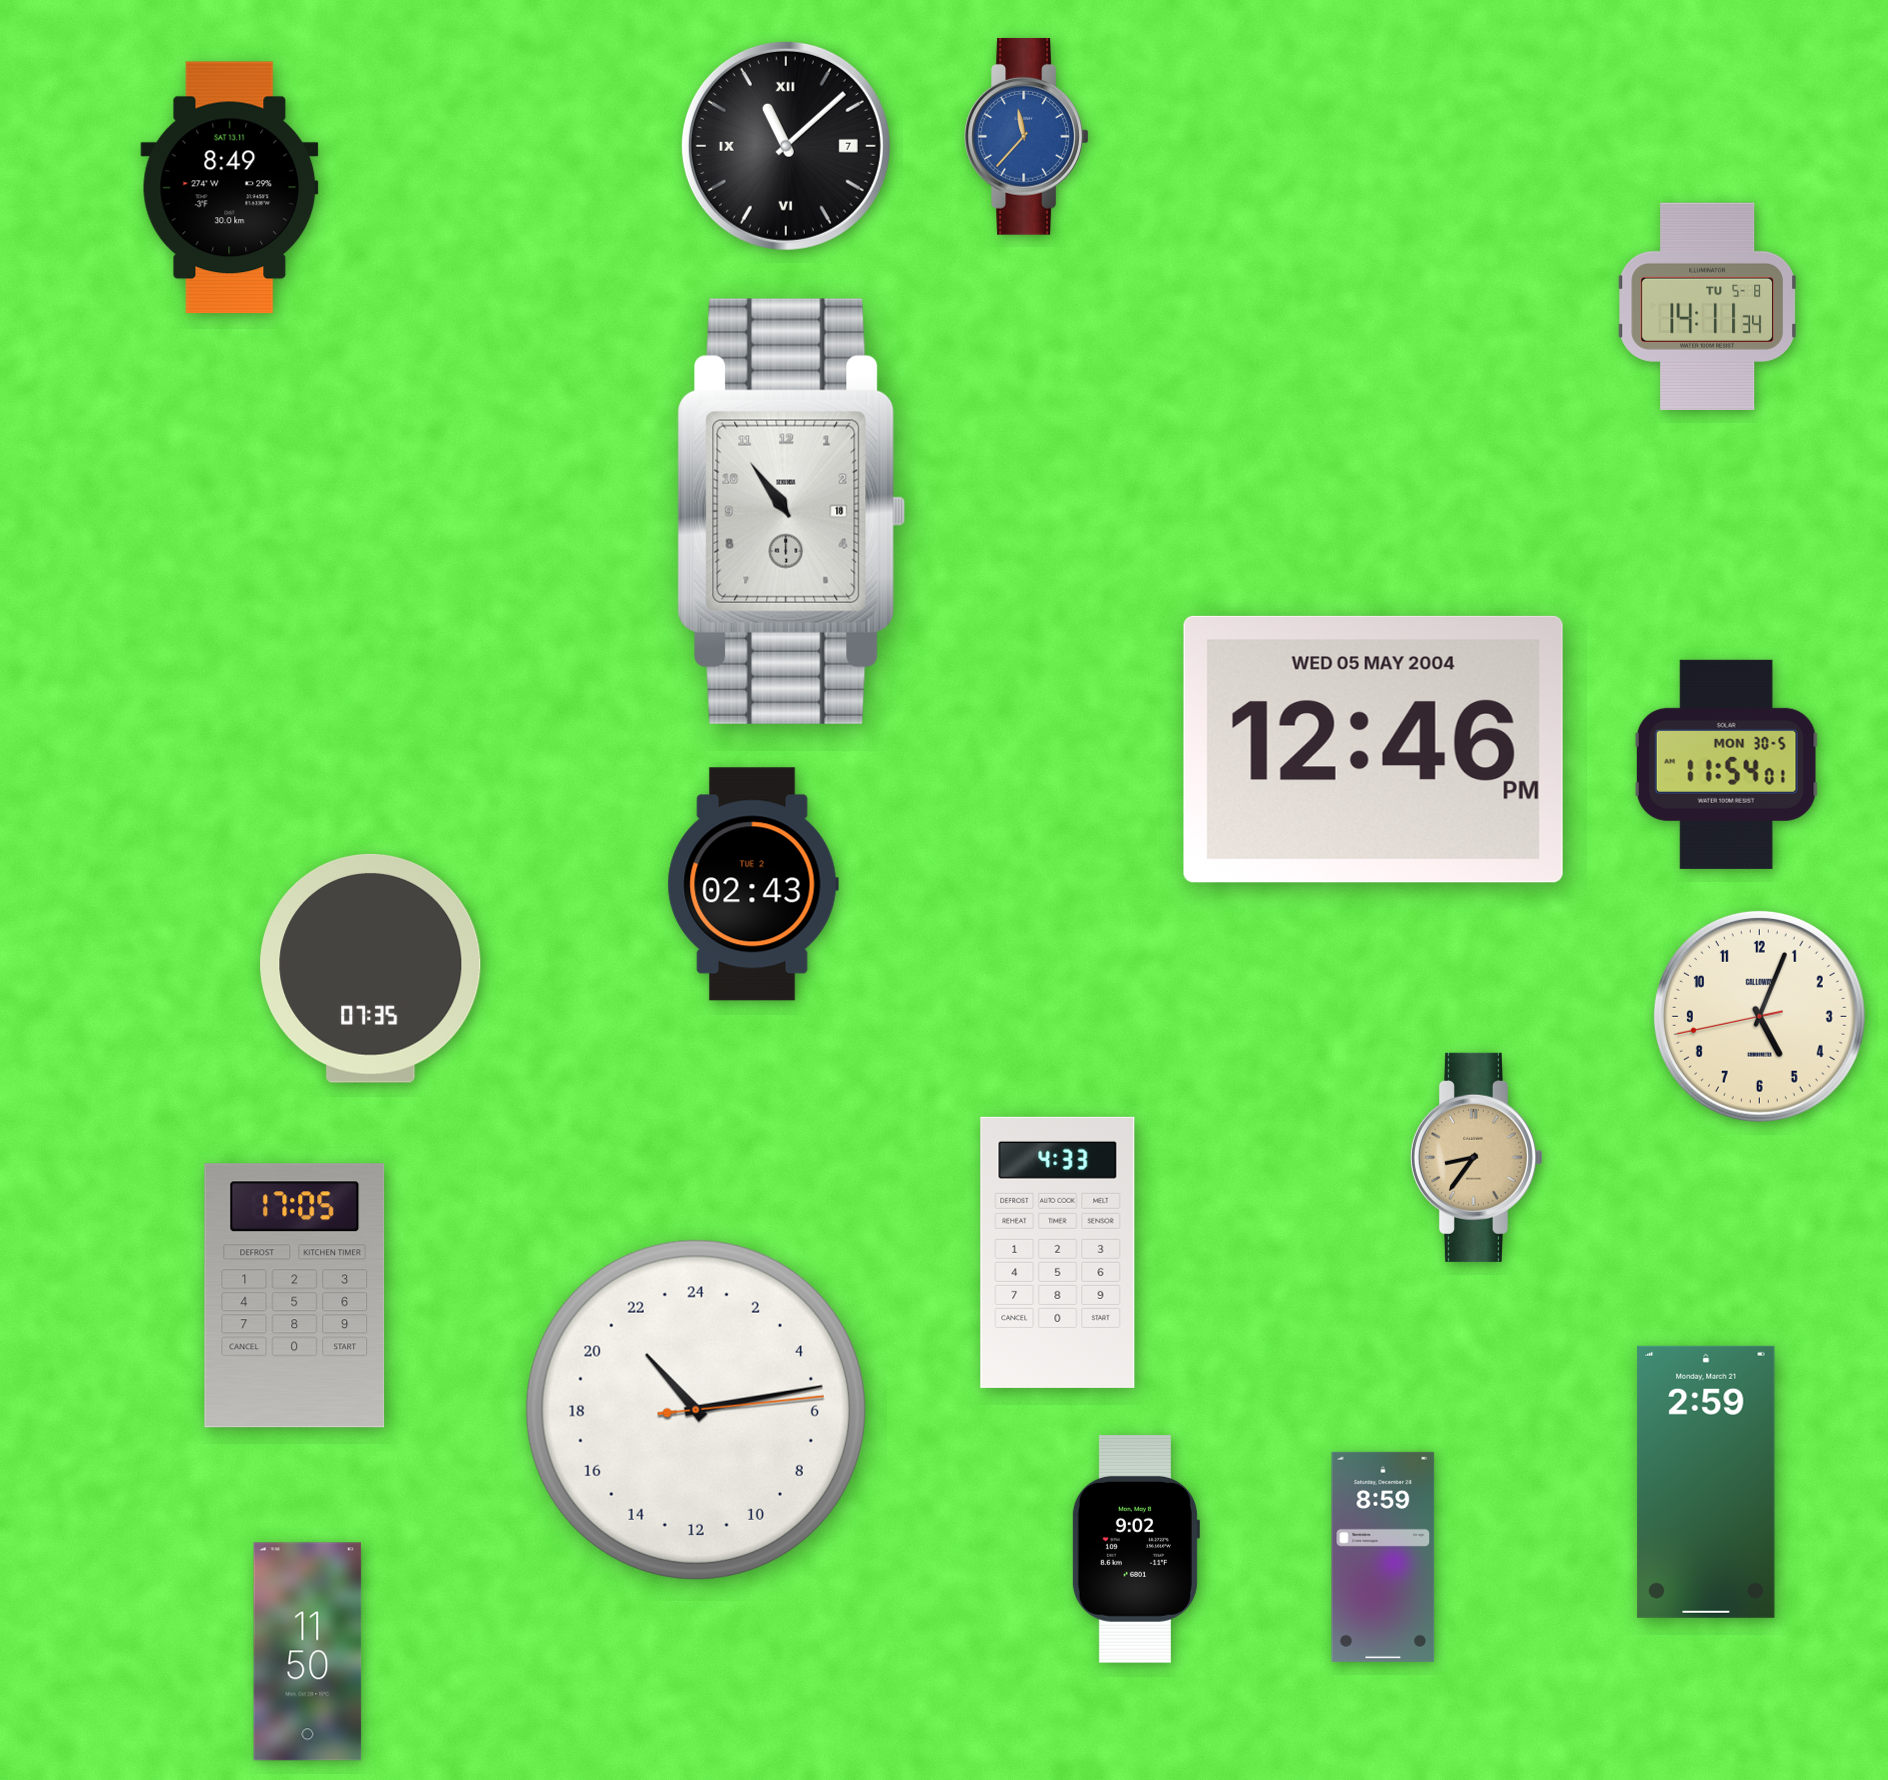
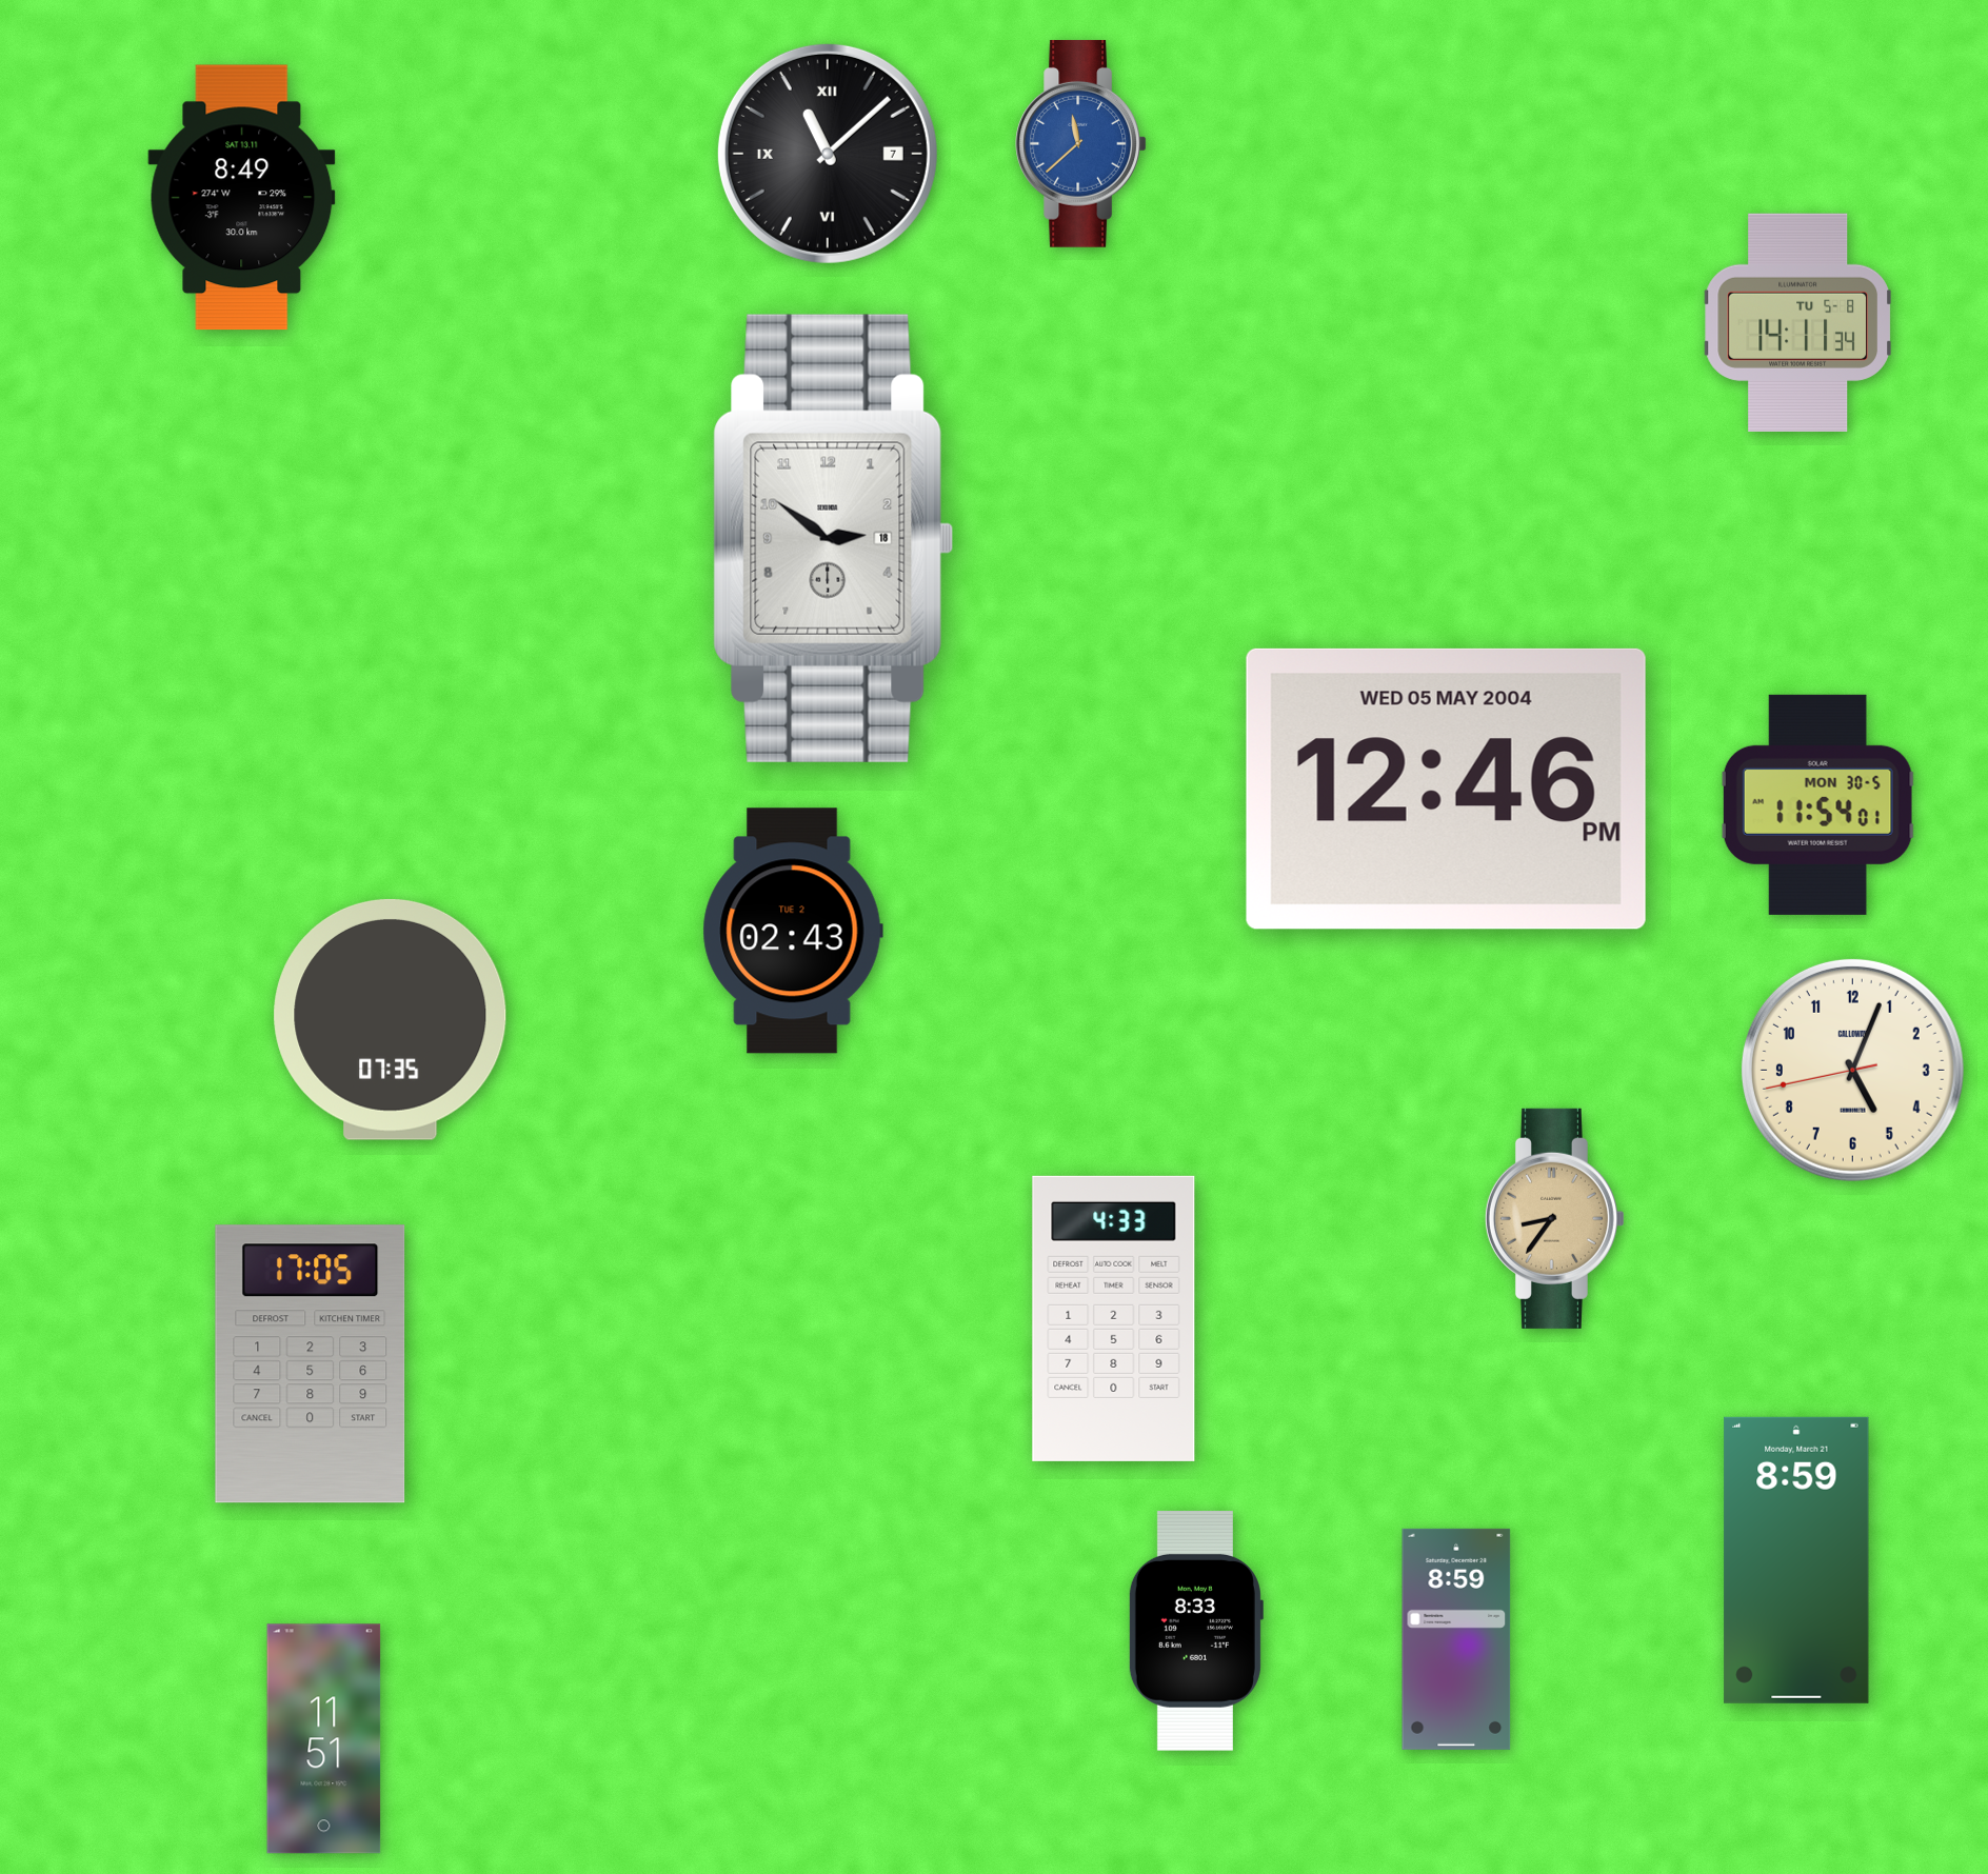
clock at (1026, 136): 11:37 -> 11:38
clock at (792, 511): 10:54 -> 2:51
clock at (696, 1410): 21:13 -> none
clock at (1706, 1482): 2:59 -> 8:59
clock at (1135, 1549): 9:02 -> 8:33
clock at (308, 1652): 11:50 -> 11:51
